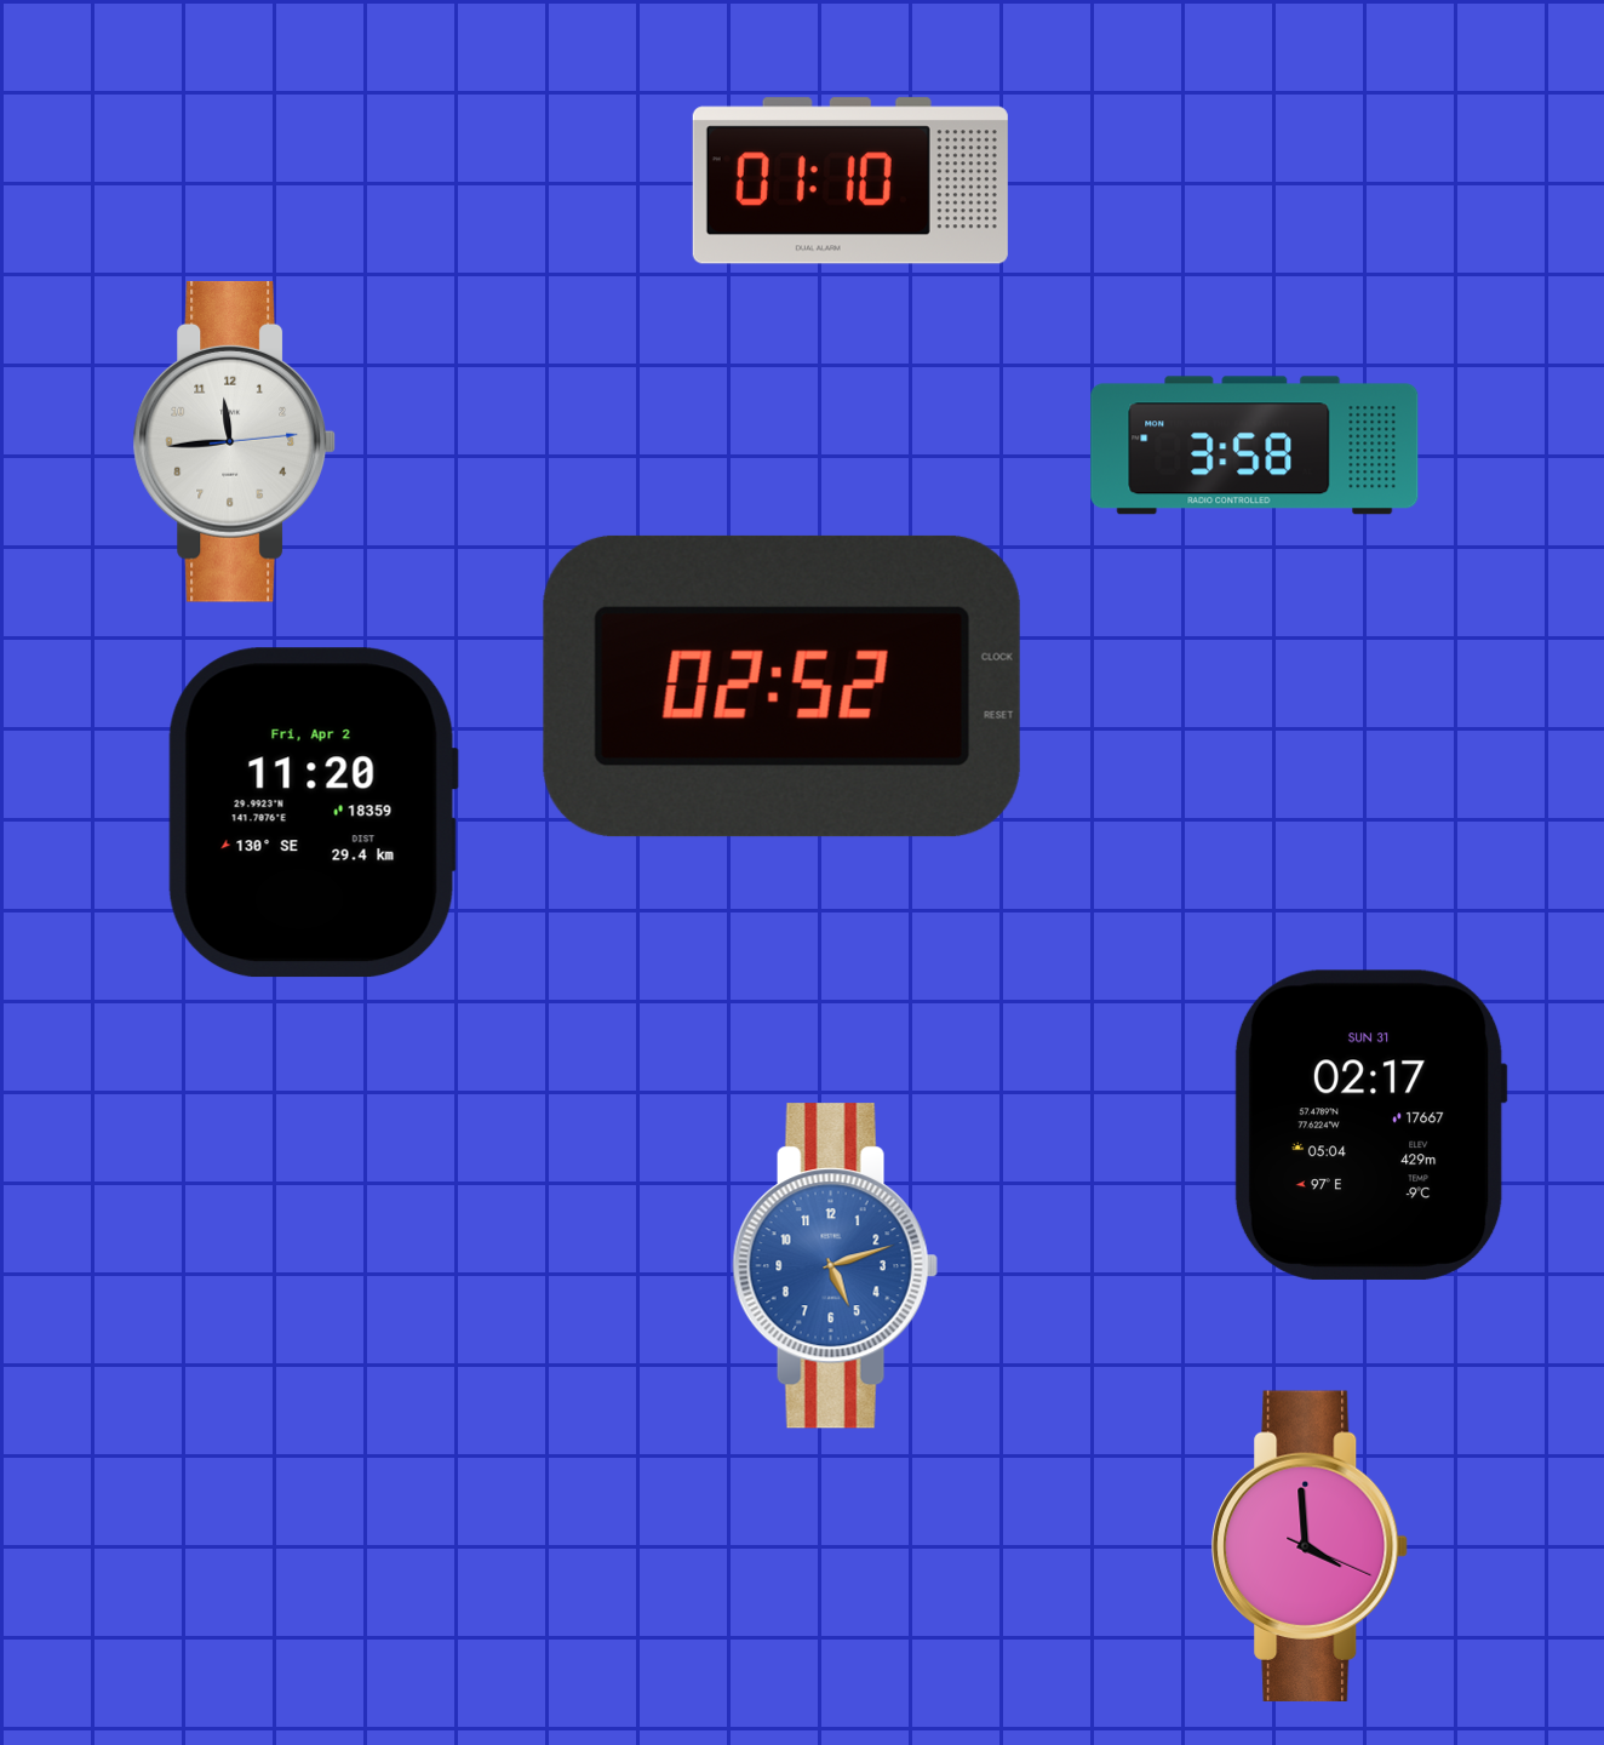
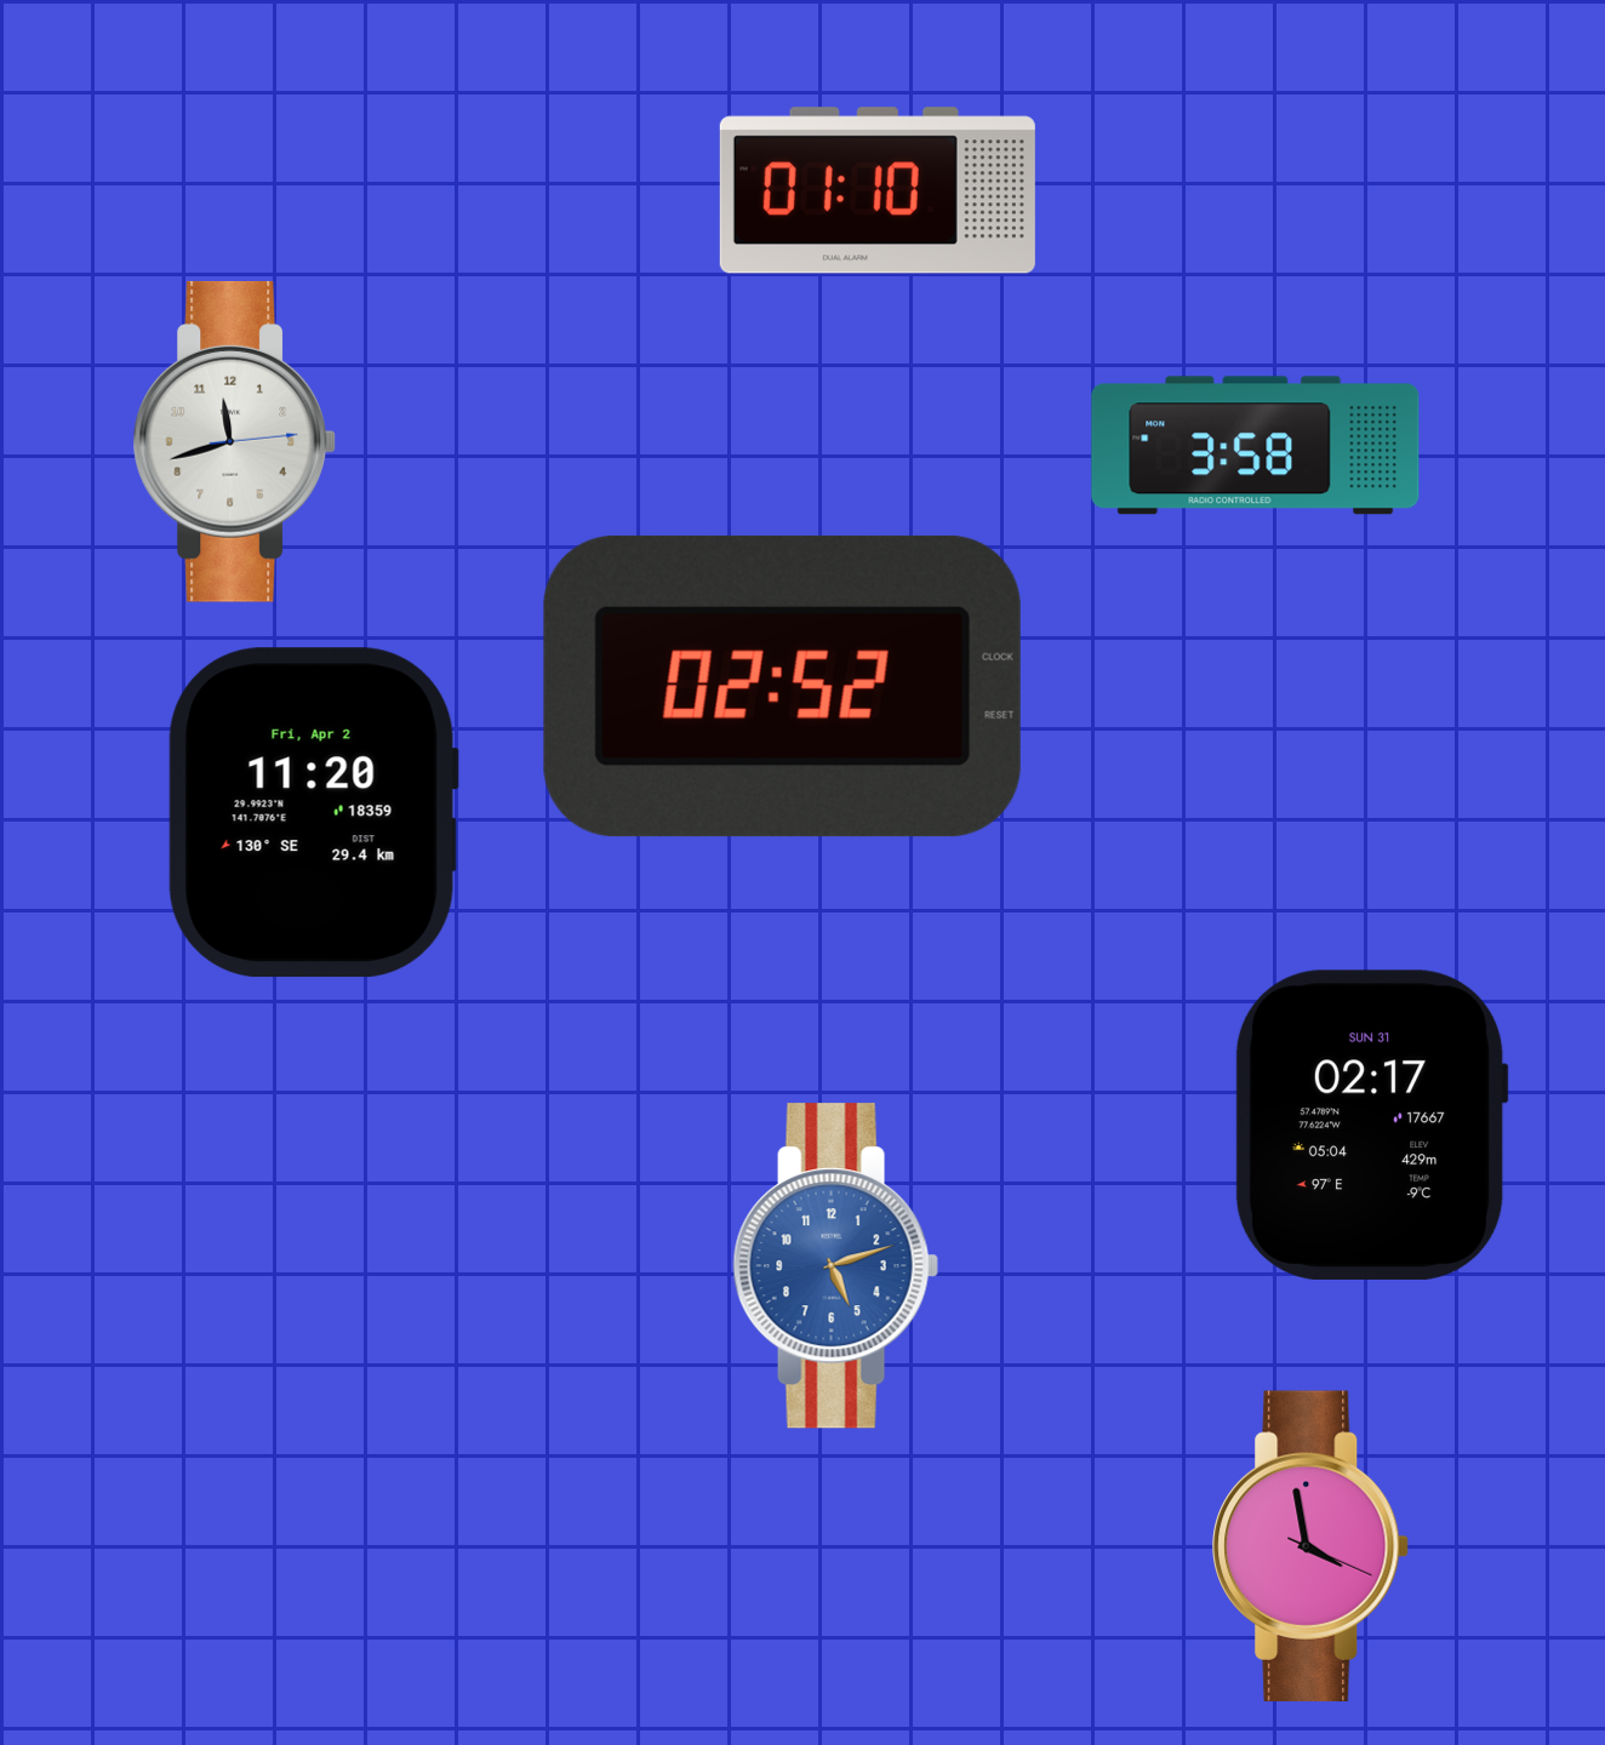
clock at (850, 181) position: (850, 181) -> (878, 190)
clock at (234, 441): 11:44 -> 11:42
clock at (1310, 1546): 3:59 -> 3:58
